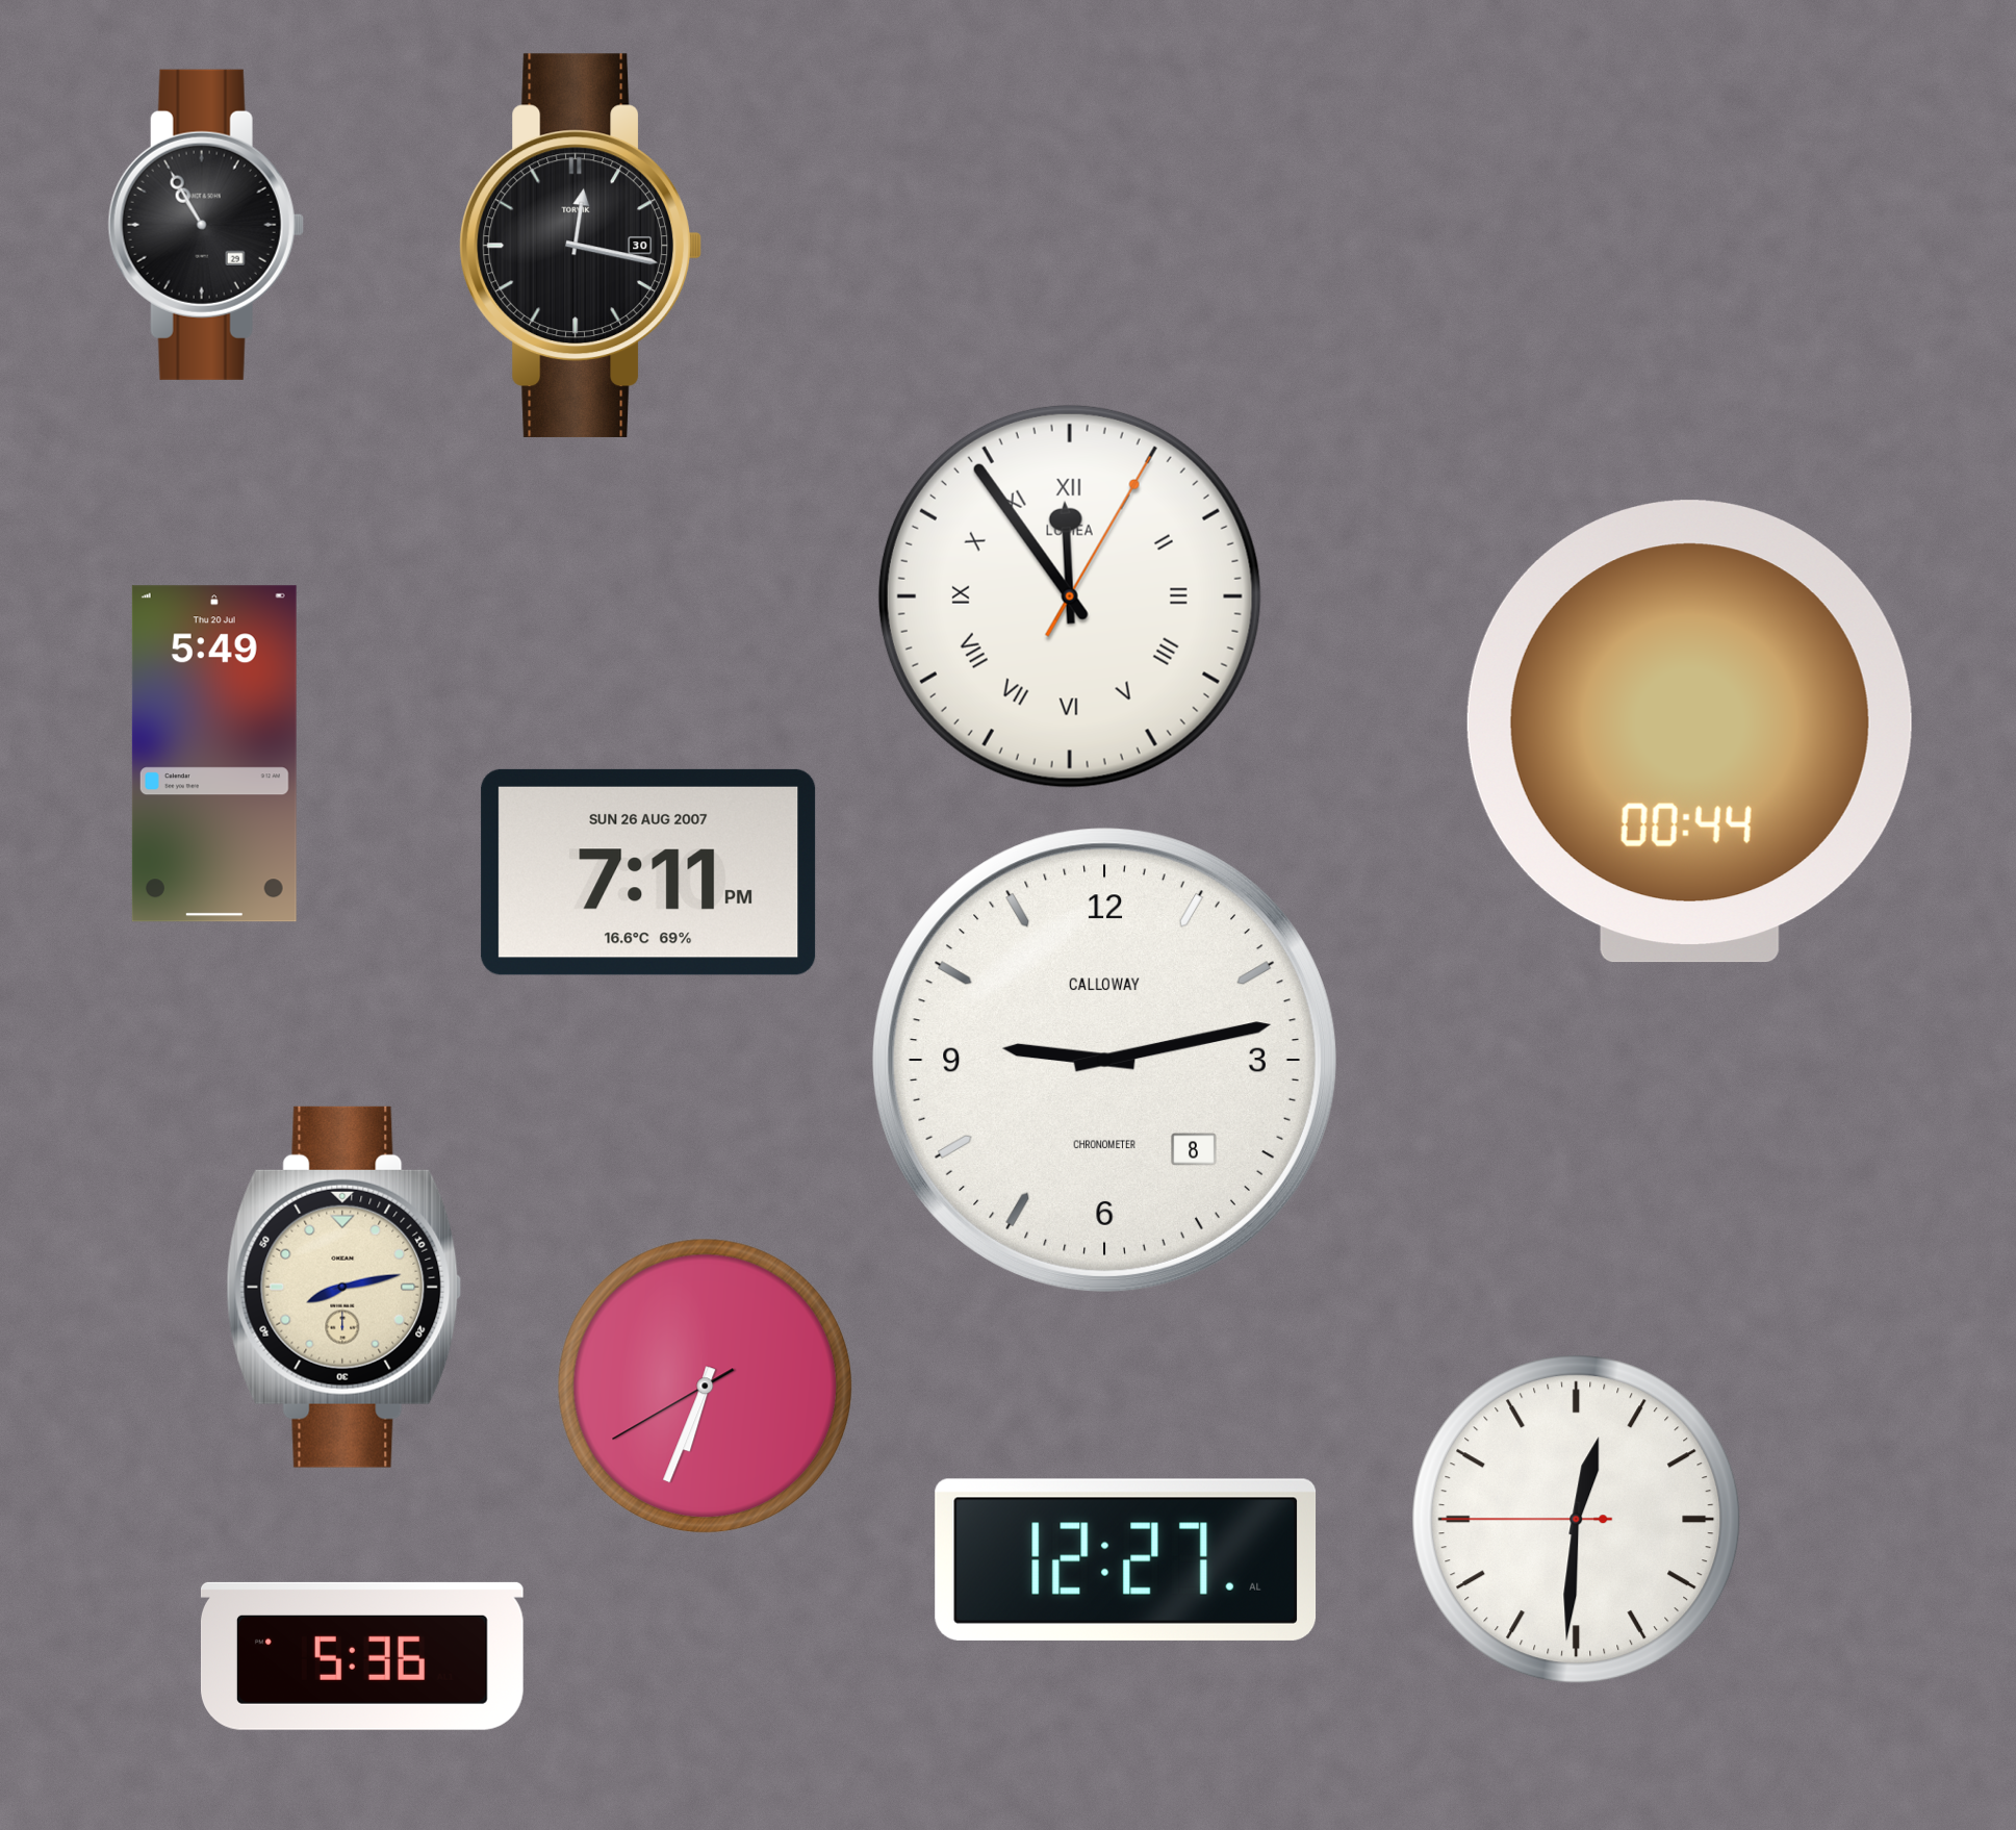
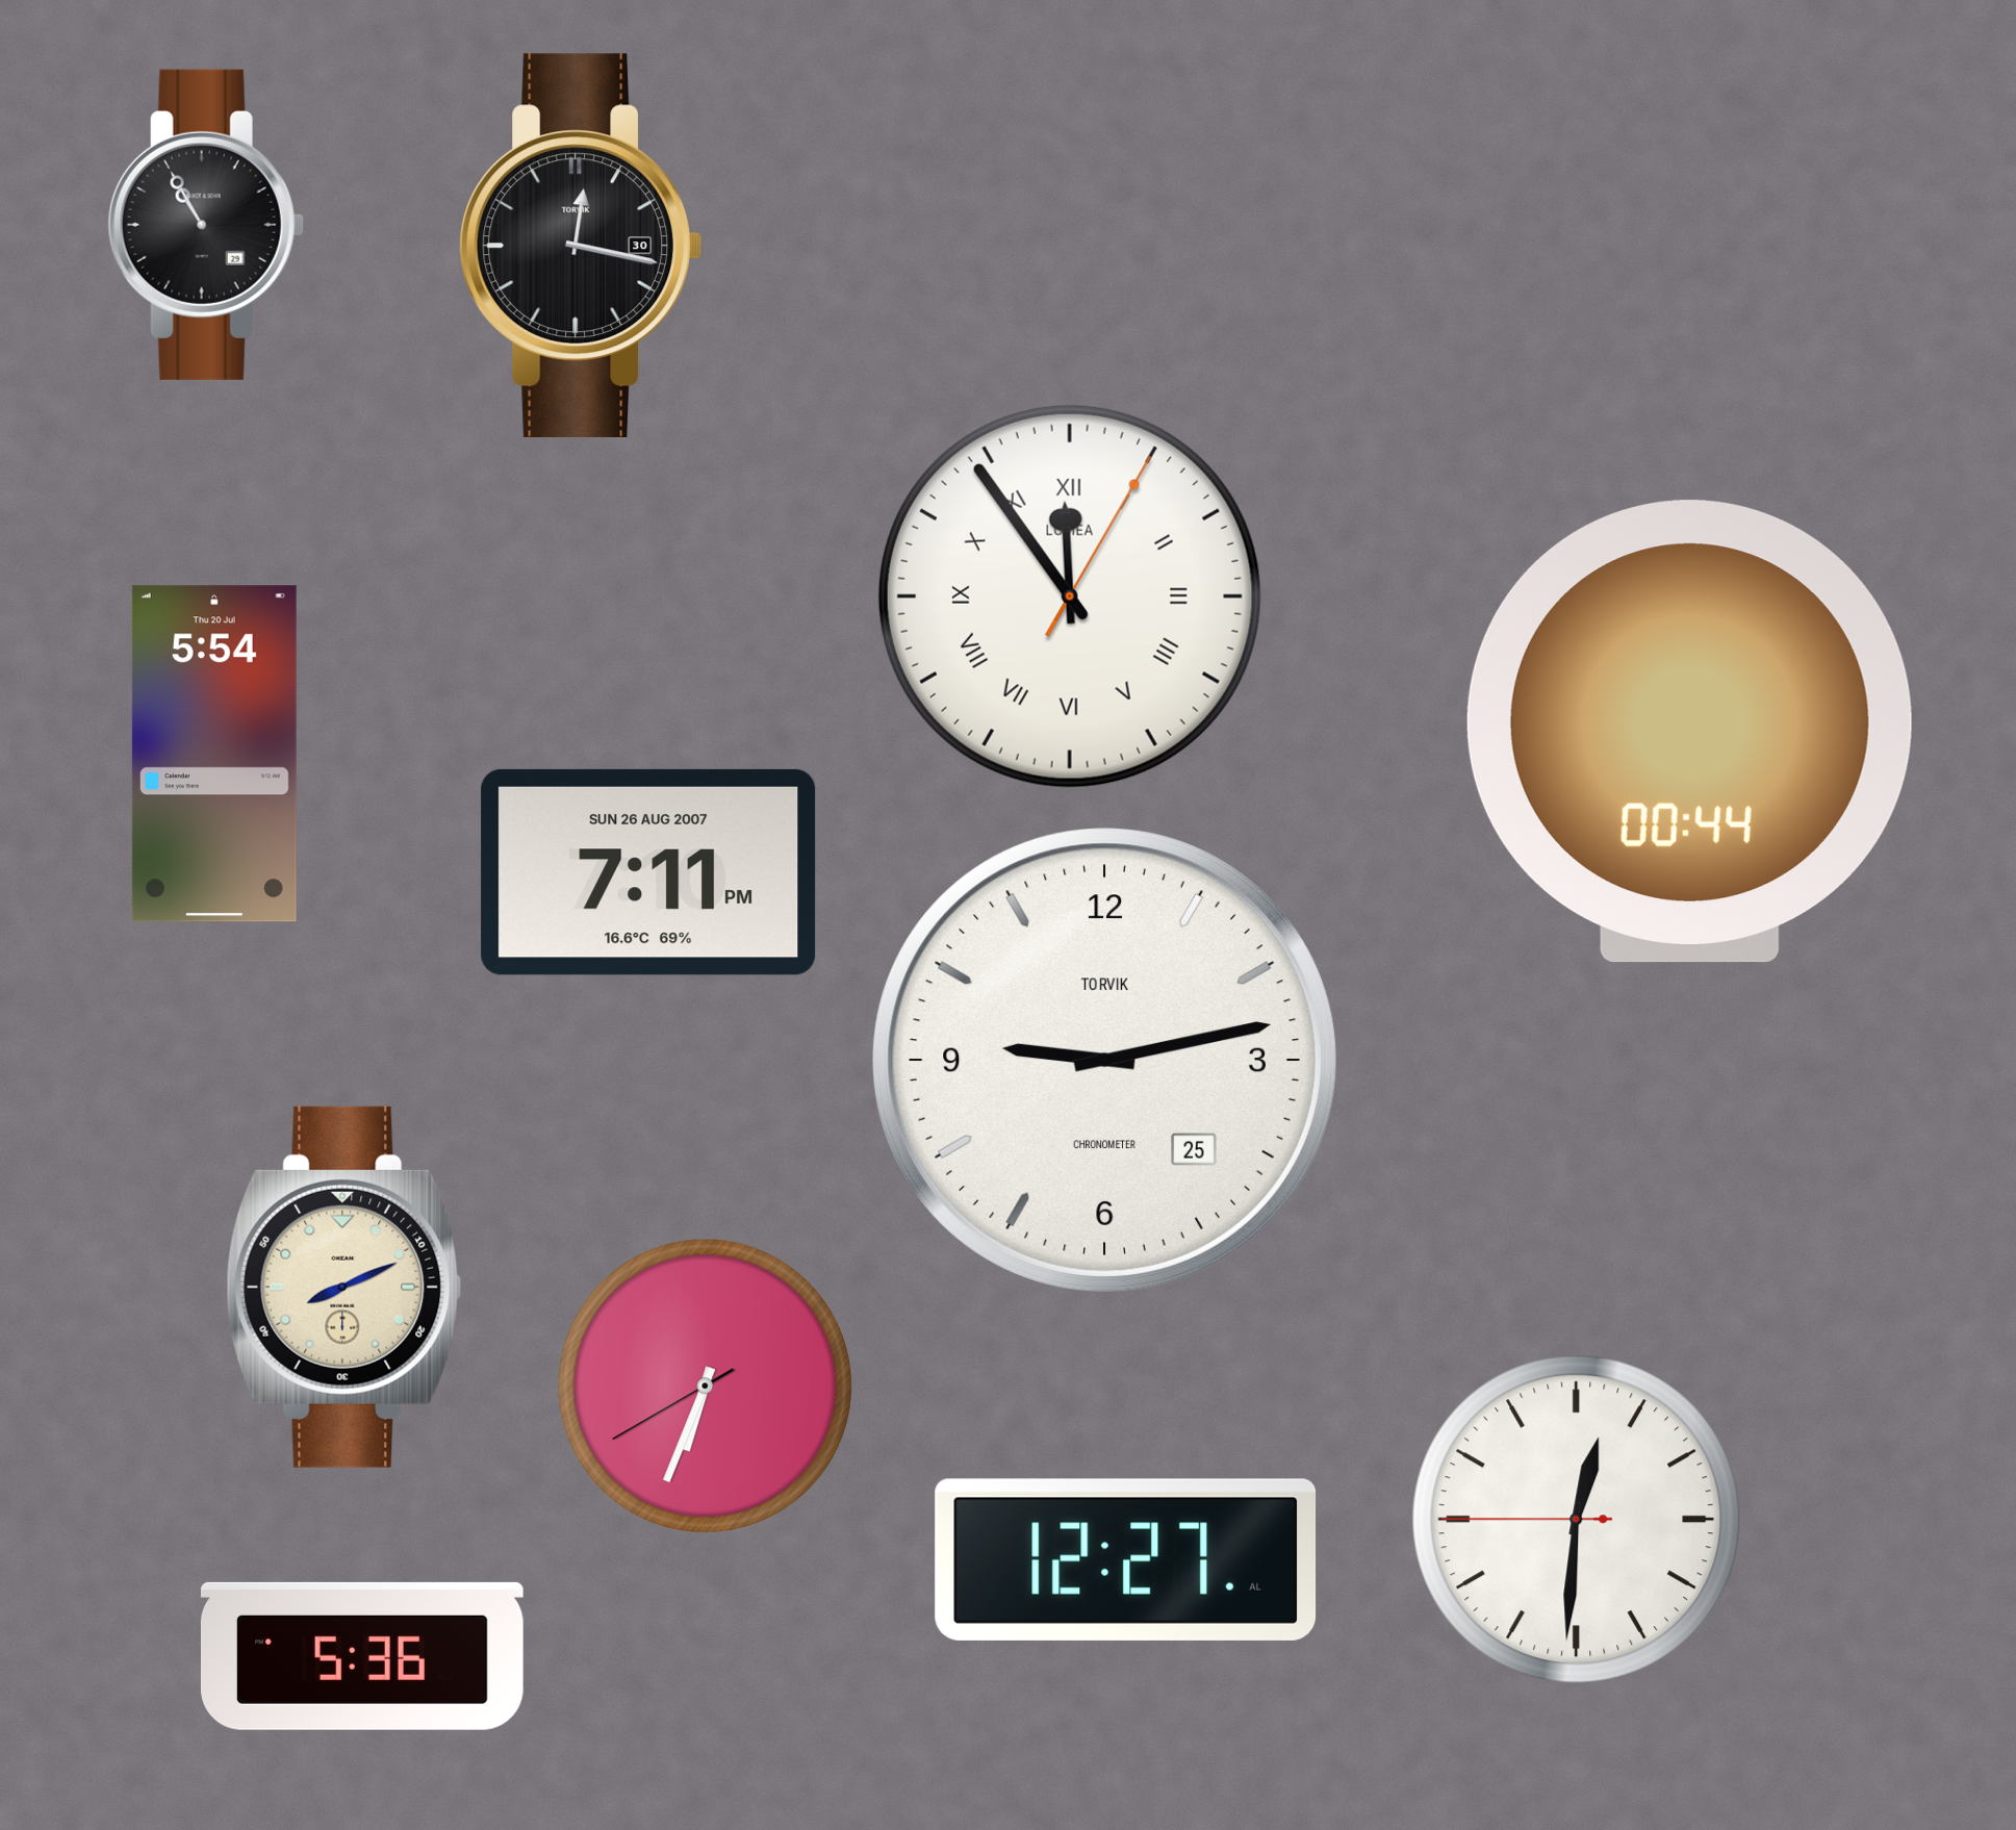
clock at (214, 754): 5:49 -> 5:54
clock at (1104, 1060) date: 8 -> 25
clock at (1104, 1060) brand: CALLOWAY -> TORVIK
clock at (344, 1287): 8:13 -> 8:11
